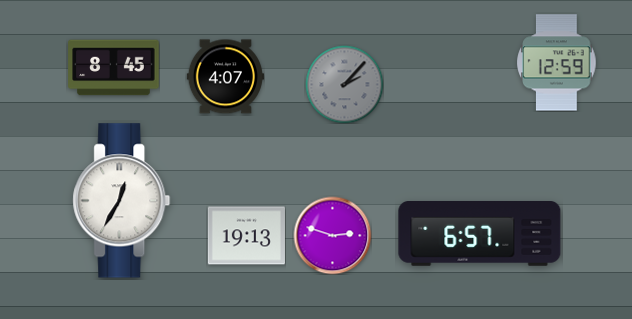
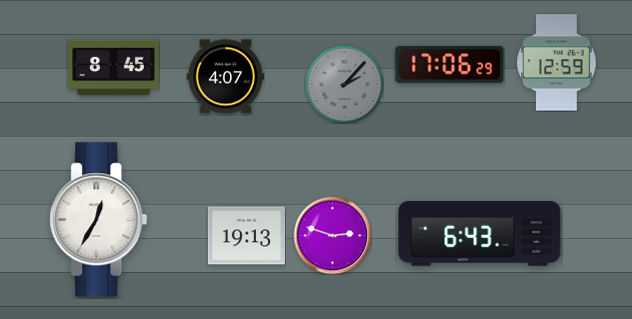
clock at (450, 64): none -> 17:06
clock at (122, 201) position: (122, 201) -> (99, 220)
clock at (480, 234): 6:57 -> 6:43
